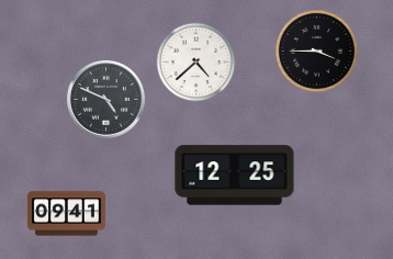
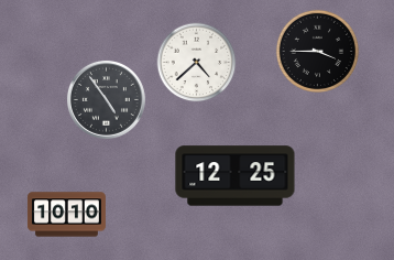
clock at (105, 99): 4:49 -> 4:54
clock at (66, 214): 09:41 -> 10:10
